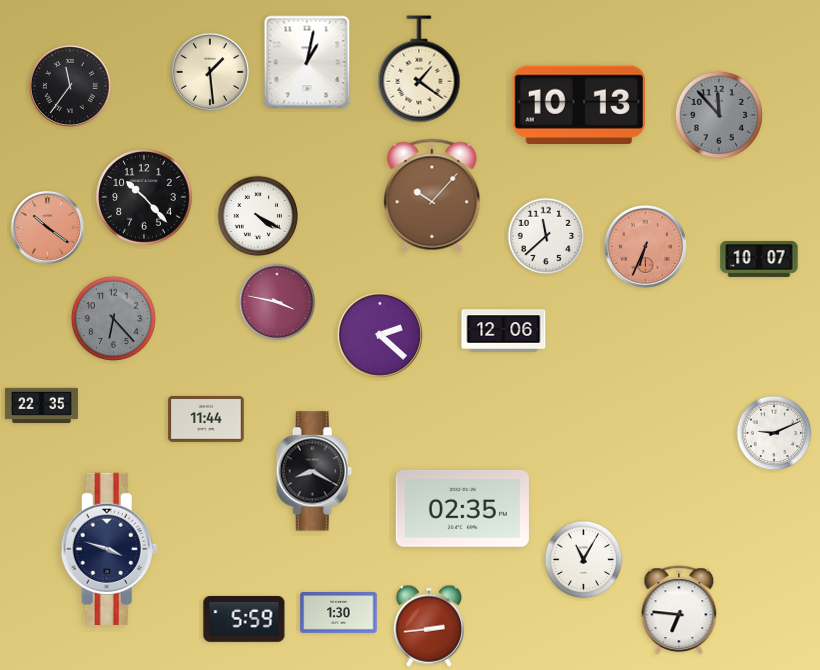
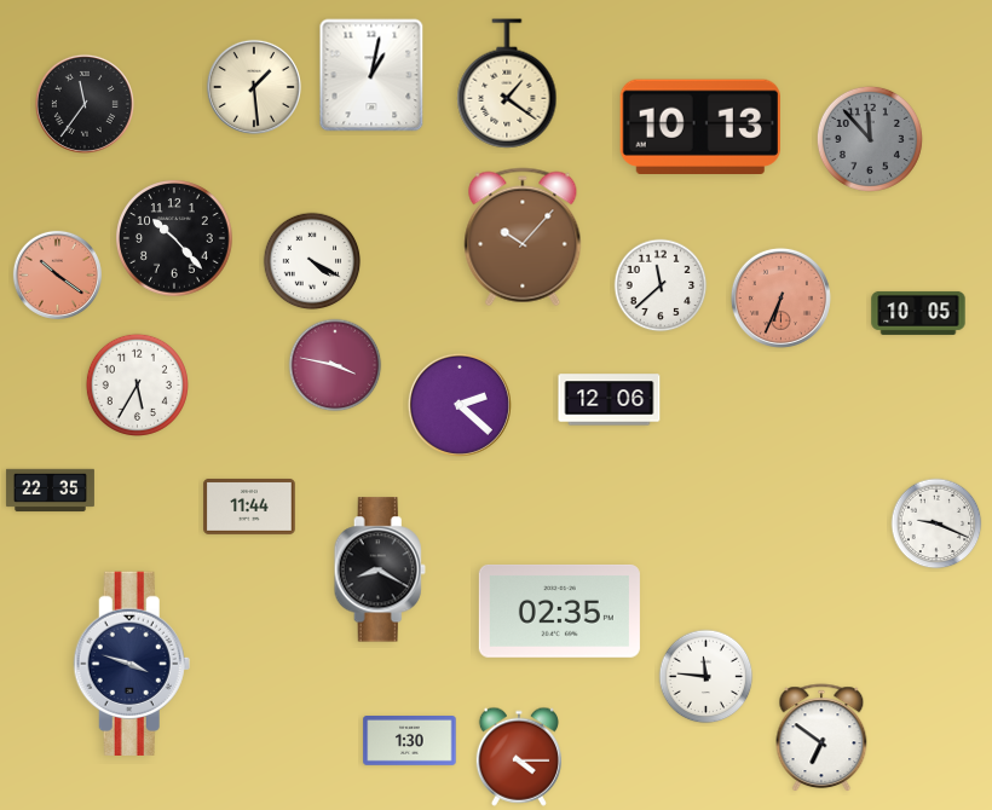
clock at (759, 259): 10:07 -> 10:05
clock at (113, 318): 6:23 -> 5:35
clock at (113, 318) dial: grey -> white
clock at (774, 433): 9:11 -> 9:19
clock at (462, 509) position: (462, 509) -> (559, 612)
clock at (584, 560): 11:05 -> 11:46
clock at (679, 611): 6:46 -> 6:51
clock at (244, 619): 5:59 -> none
clock at (429, 626): 2:44 -> 4:15
